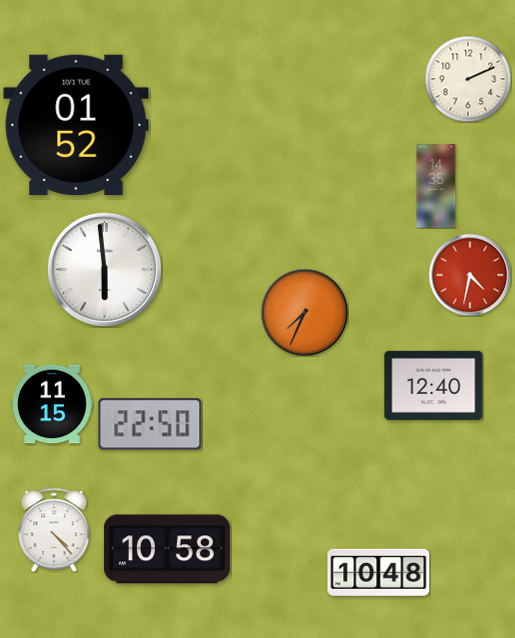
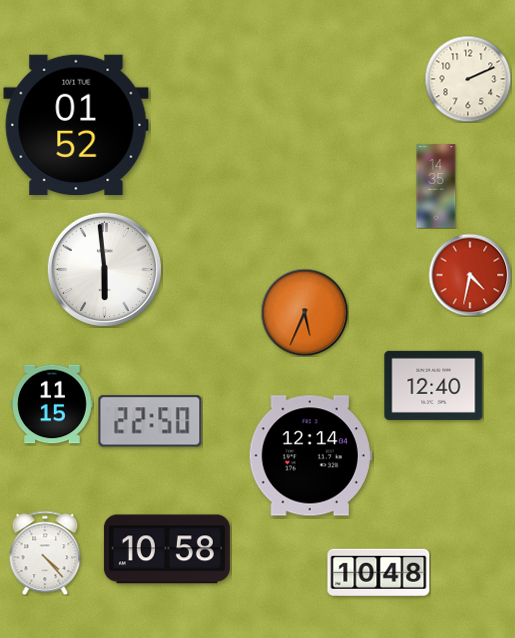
clock at (304, 312): 7:34 -> 5:34
clock at (150, 424) position: (150, 424) -> (150, 421)
clock at (310, 456): none -> 12:14
clock at (54, 530) position: (54, 530) -> (45, 553)
